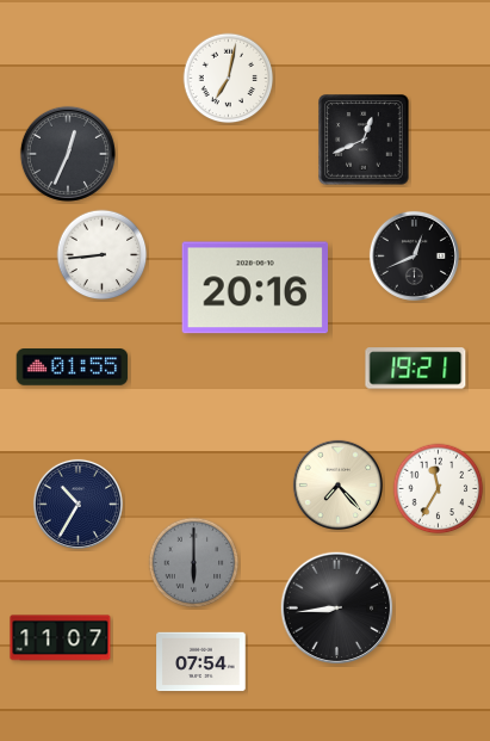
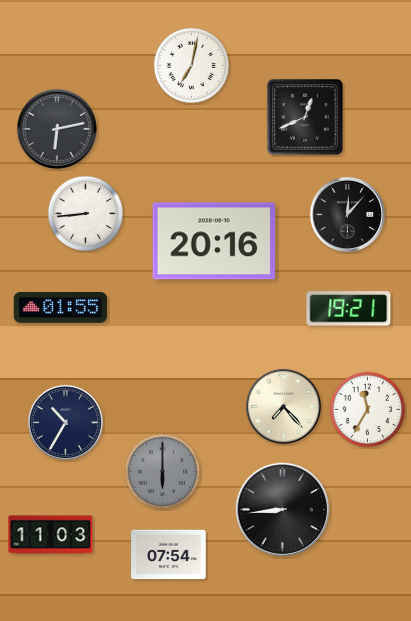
clock at (68, 154): 12:34 -> 6:13
clock at (414, 255): 12:41 -> 12:07
clock at (61, 638): 11:07 -> 11:03
